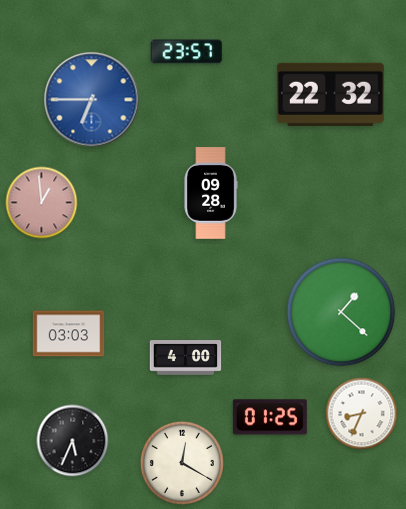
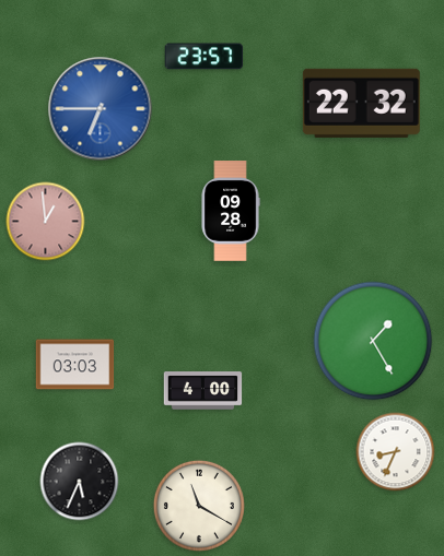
clock at (341, 312): 1:22 -> 1:25
clock at (270, 417): 01:25 -> none
clock at (182, 463): 12:20 -> 11:20
